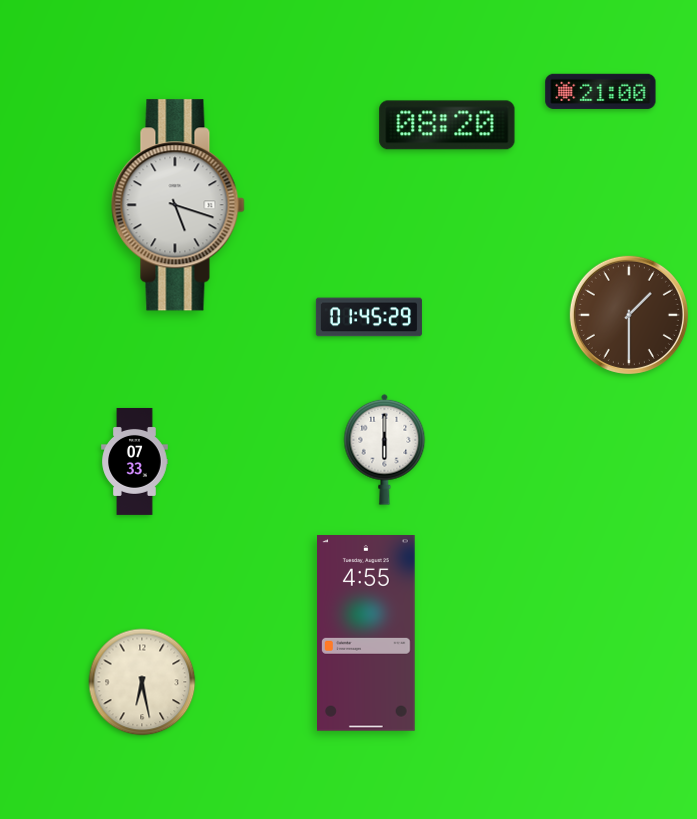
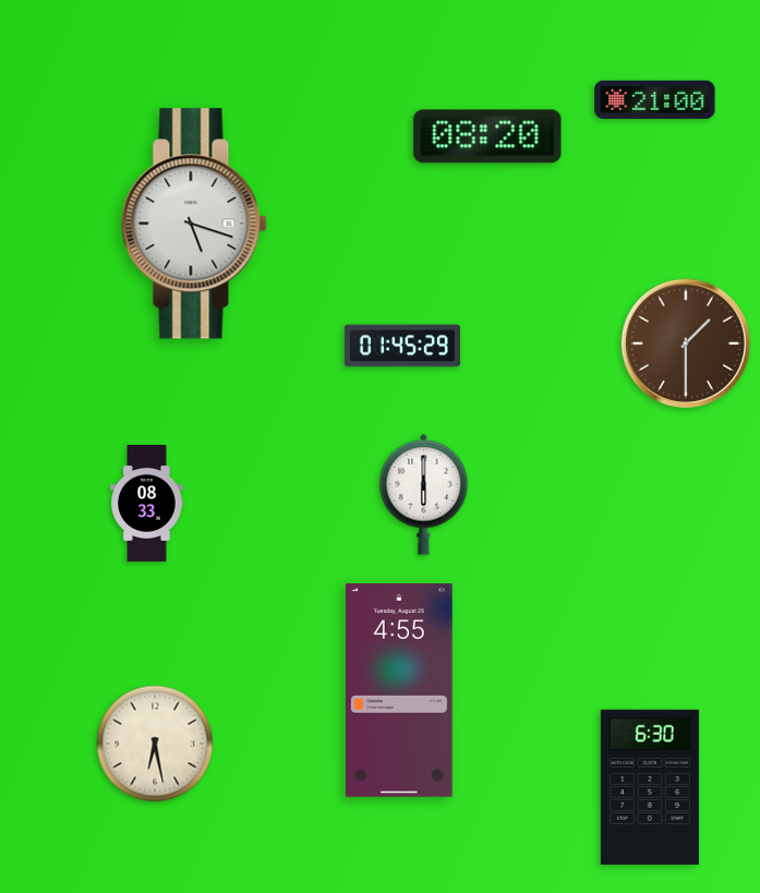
clock at (385, 449) position: (385, 449) -> (424, 494)
clock at (135, 461): 07:33 -> 08:33
clock at (650, 786): none -> 6:30
